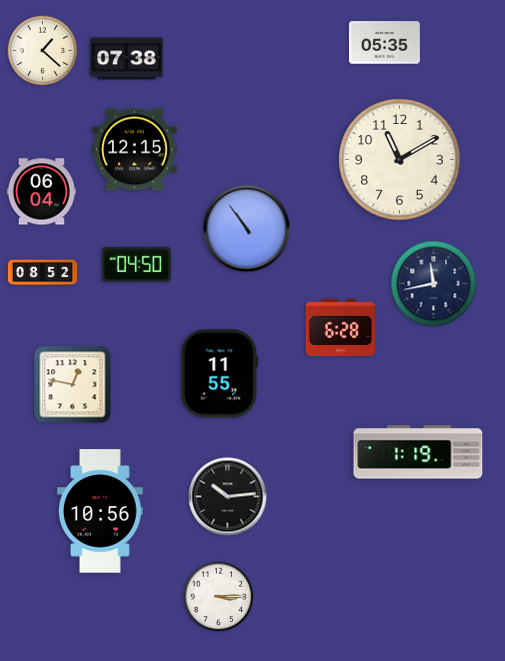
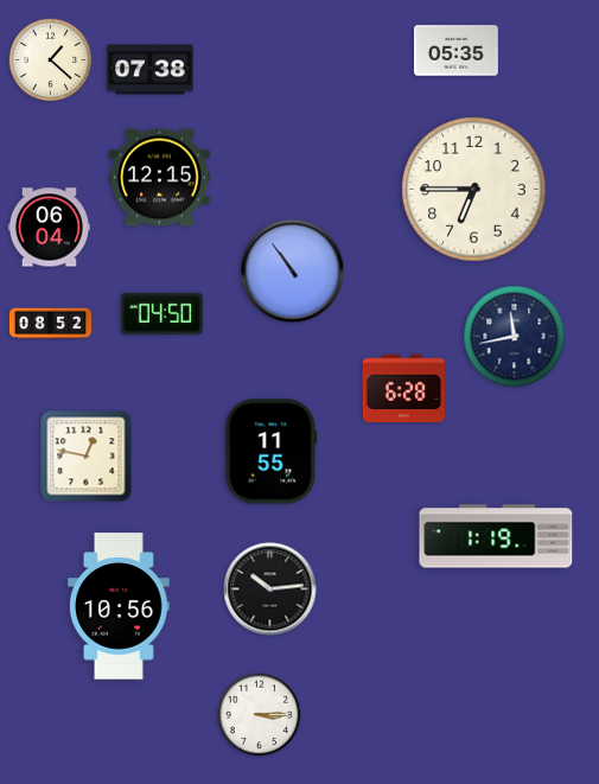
clock at (400, 160): 11:10 -> 6:45
clock at (220, 374) position: (220, 374) -> (272, 452)
clock at (219, 597) position: (219, 597) -> (260, 715)
